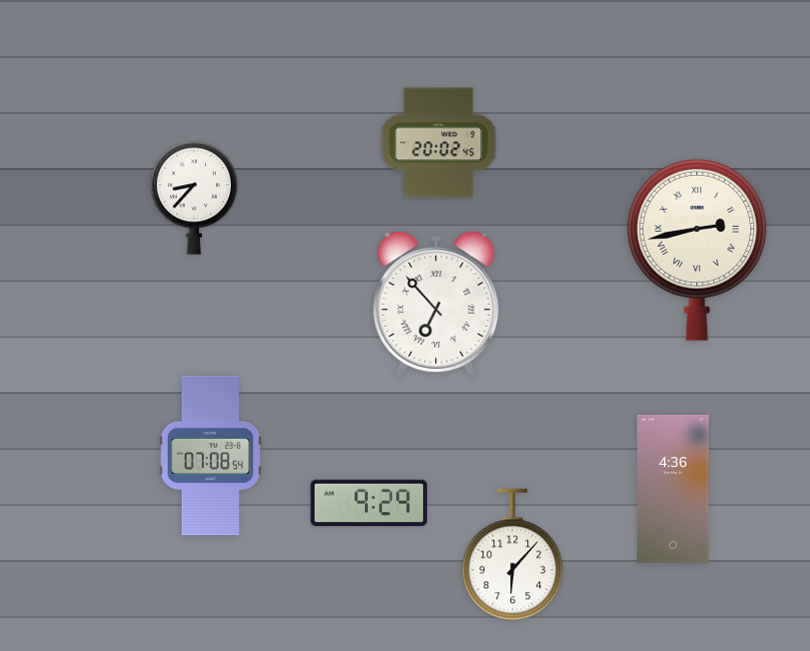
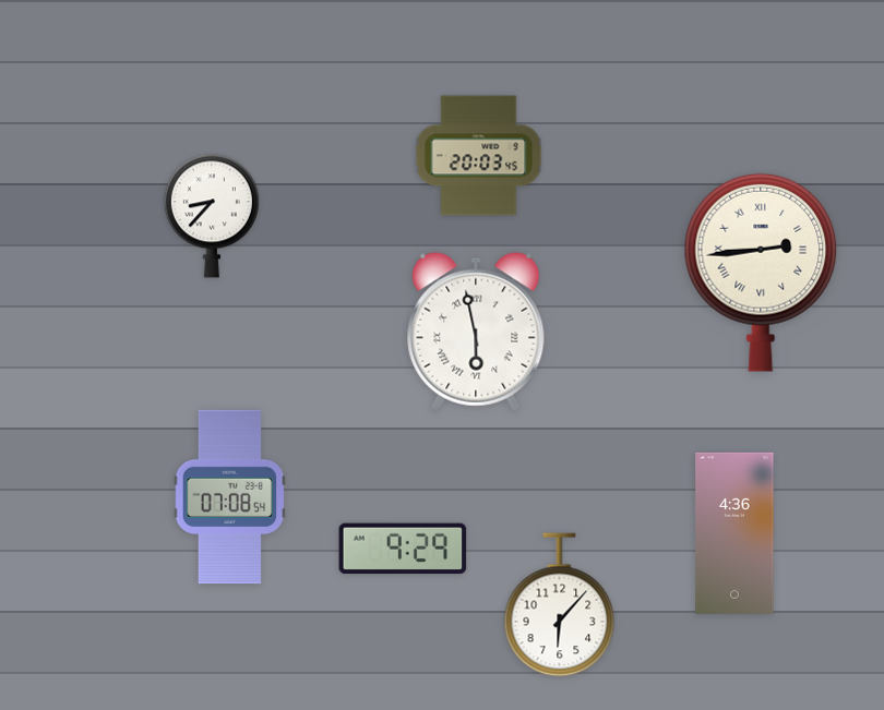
clock at (439, 143): 20:02 -> 20:03
clock at (697, 250): 2:43 -> 2:44
clock at (436, 304): 6:53 -> 5:58
